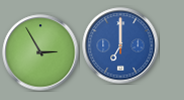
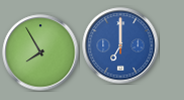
clock at (41, 53): 2:55 -> 7:55
